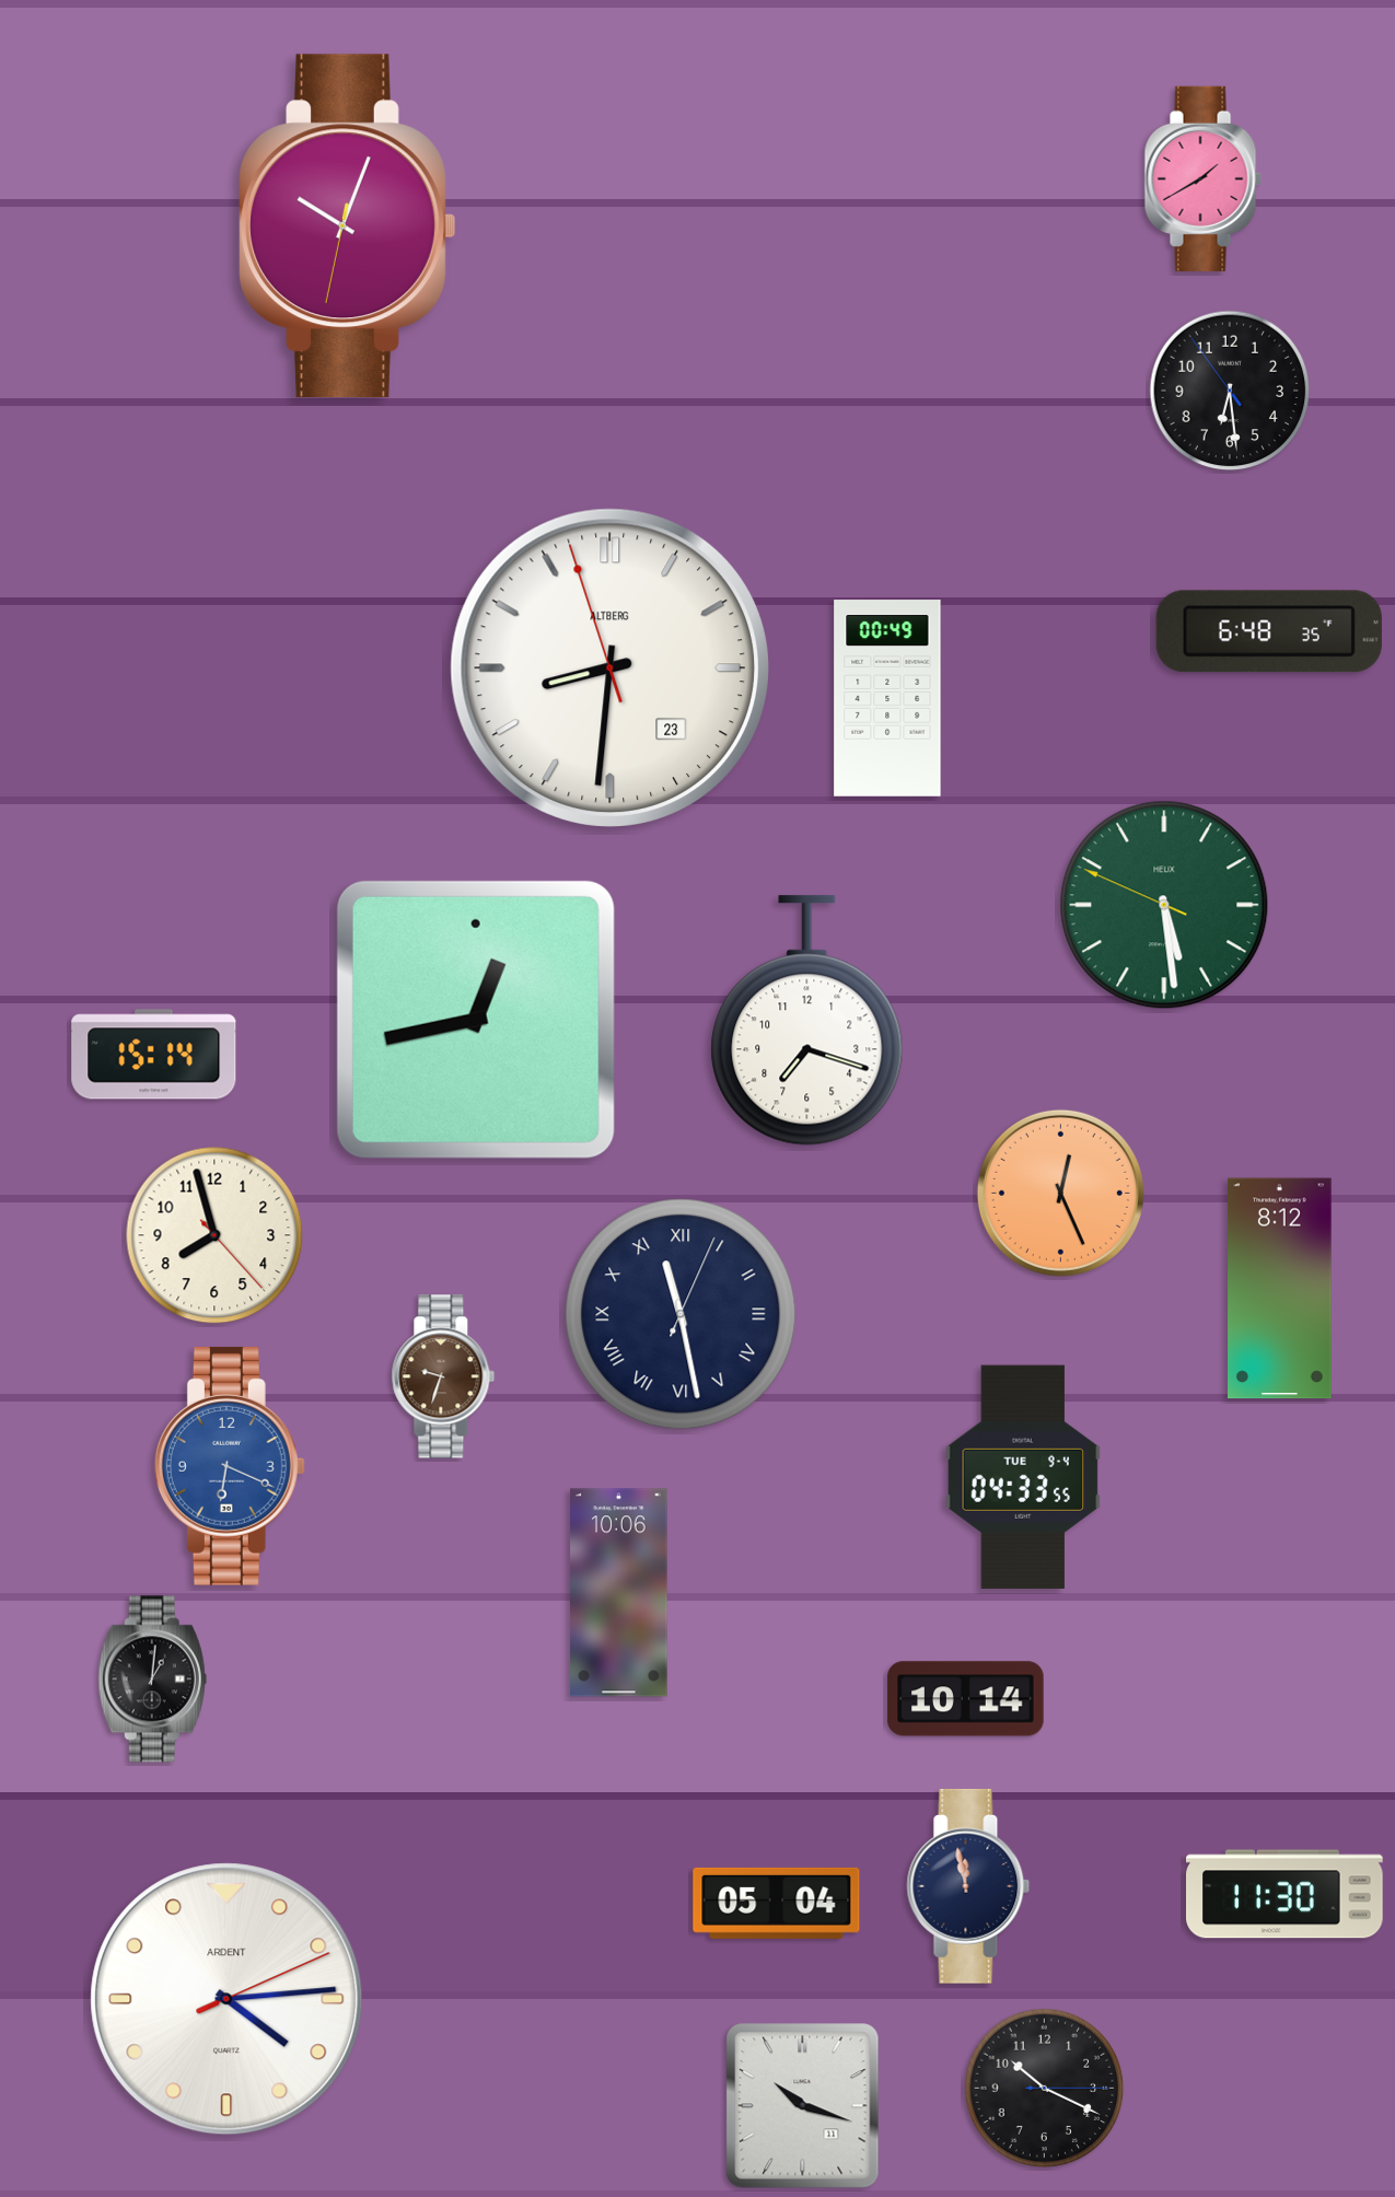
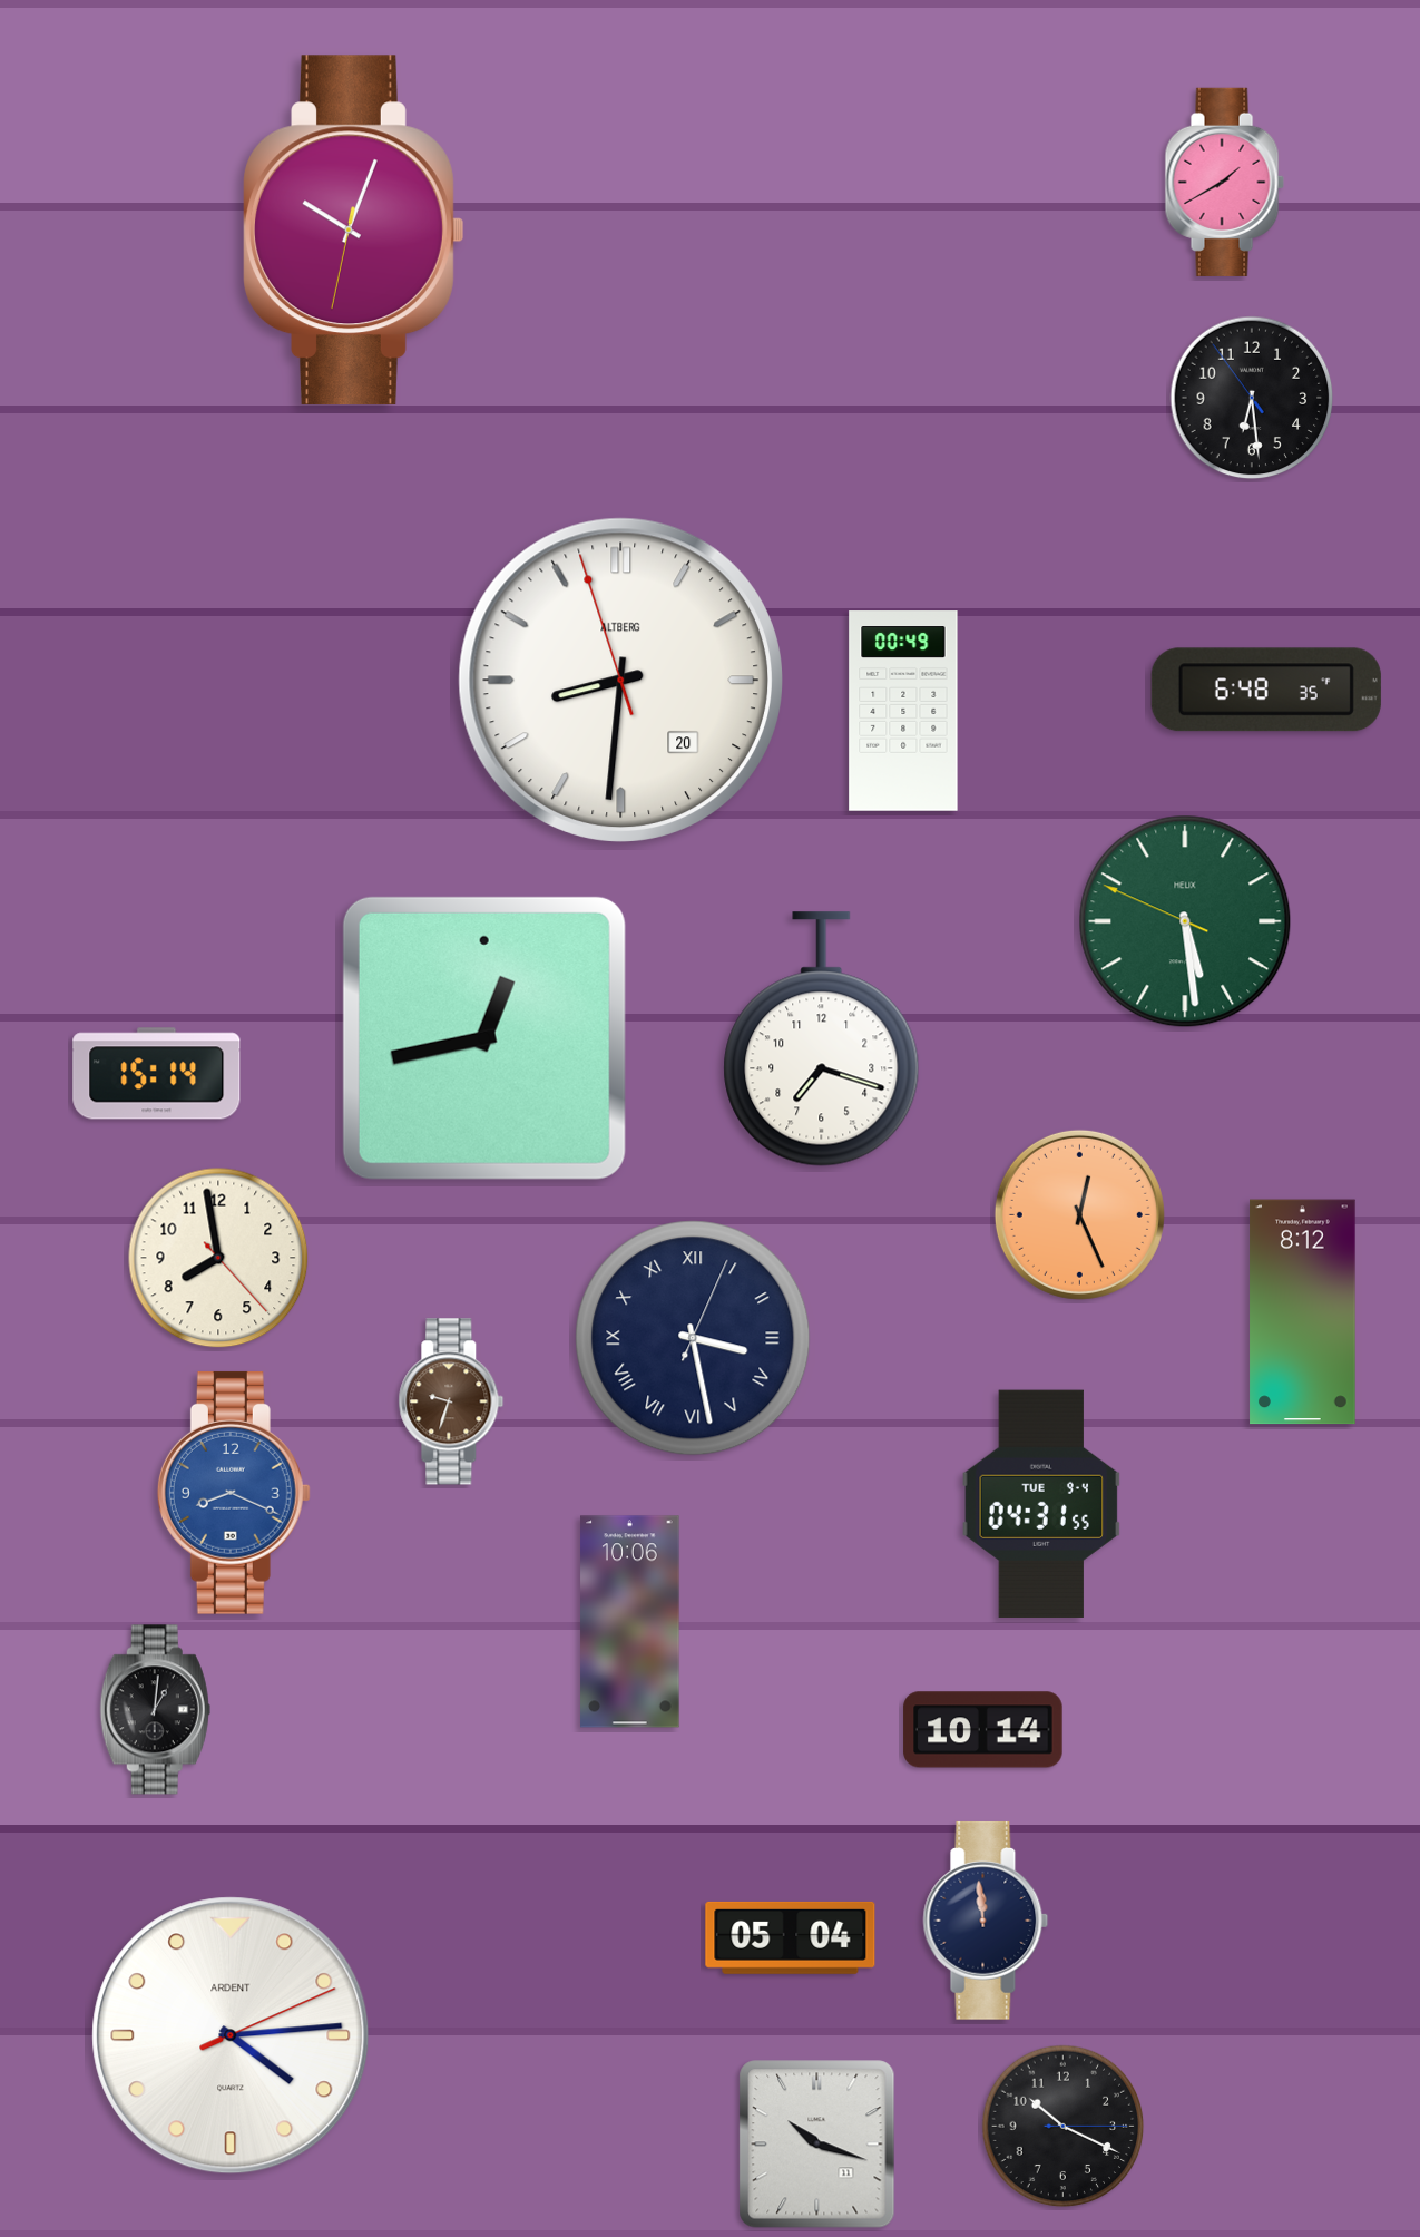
clock at (1269, 631) position: (1269, 631) -> (1266, 690)
clock at (609, 667) date: 23 -> 20
clock at (214, 1235): 7:57 -> 7:58
clock at (681, 1314): 11:28 -> 3:28
clock at (230, 1466): 6:19 -> 8:19
clock at (1023, 1477): 04:33 -> 04:31
clock at (968, 1886): 11:58 -> 11:59
clock at (1284, 1894): 11:30 -> none
